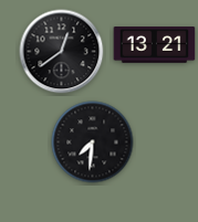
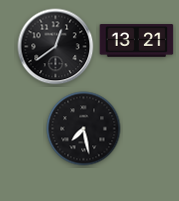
clock at (155, 45) position: (155, 45) -> (137, 41)
clock at (93, 142): 7:31 -> 7:28
